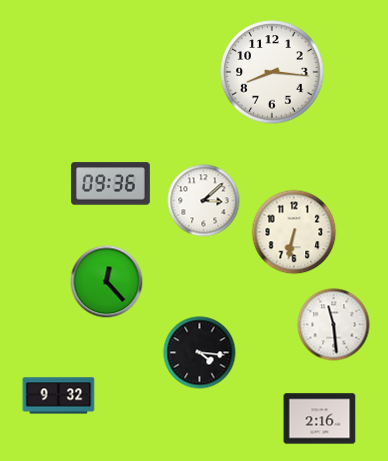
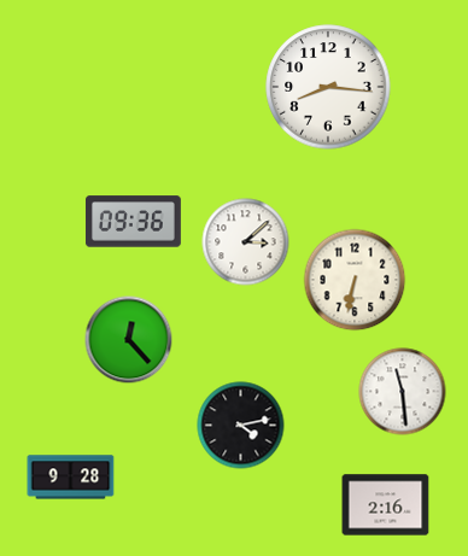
clock at (200, 353): 4:16 -> 4:13
clock at (59, 396): 9:32 -> 9:28
